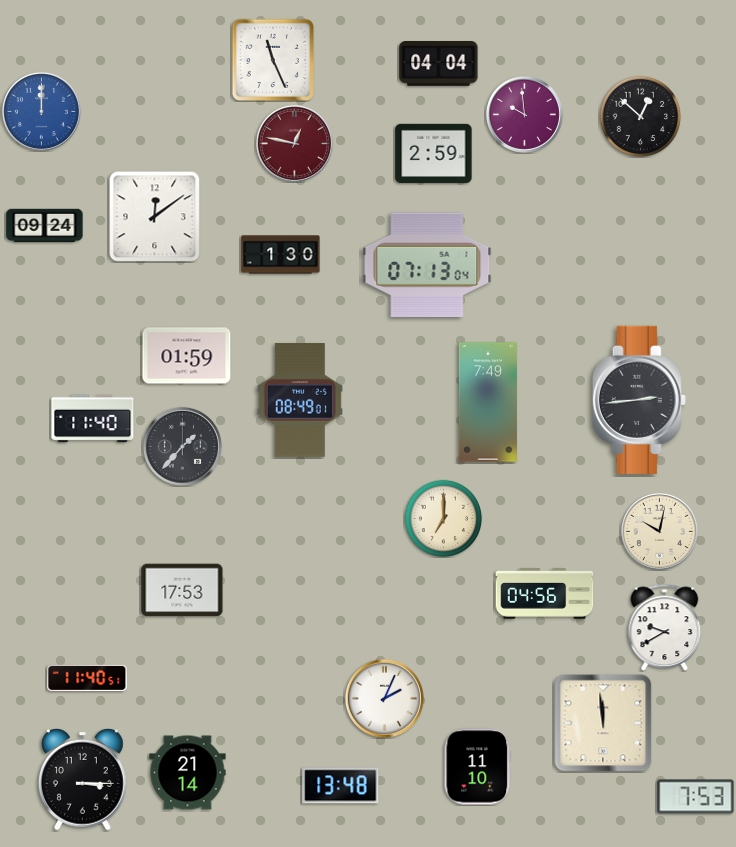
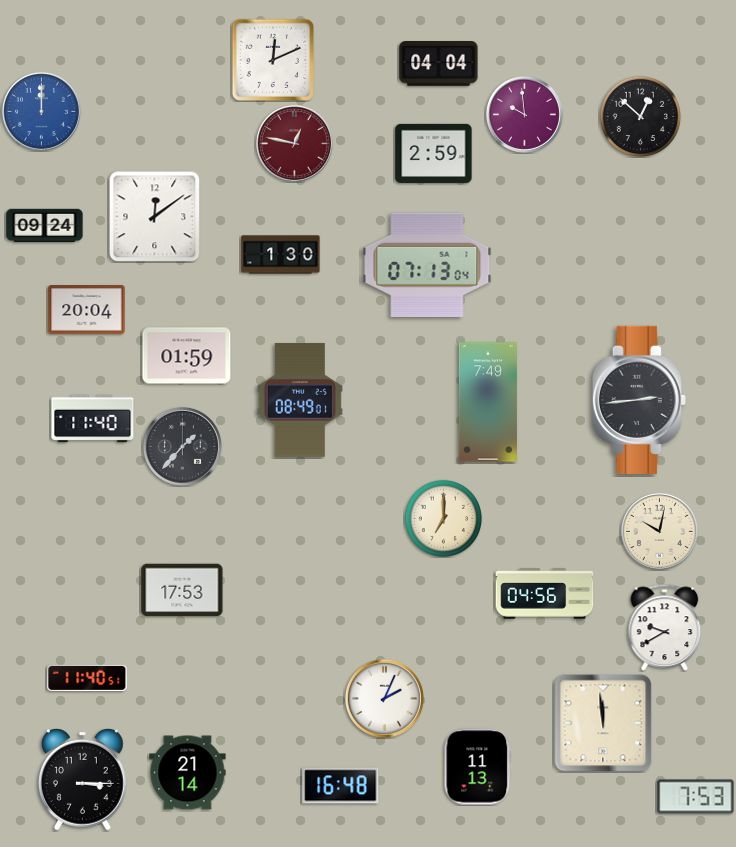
clock at (272, 59): 11:26 -> 12:11
clock at (87, 310): none -> 20:04
clock at (478, 767): 11:10 -> 11:13
clock at (341, 786): 13:48 -> 16:48
